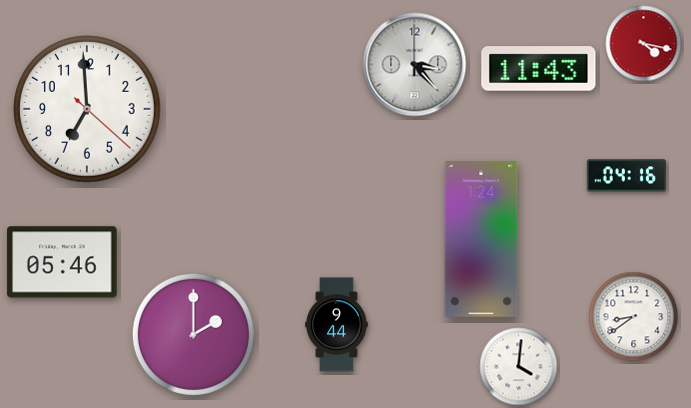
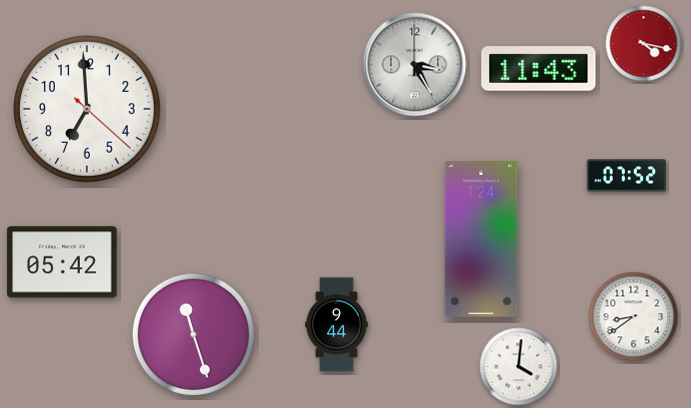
clock at (415, 65): 3:23 -> 3:25
clock at (626, 176): 04:16 -> 07:52
clock at (62, 262): 05:46 -> 05:42
clock at (193, 334): 2:00 -> 11:27
